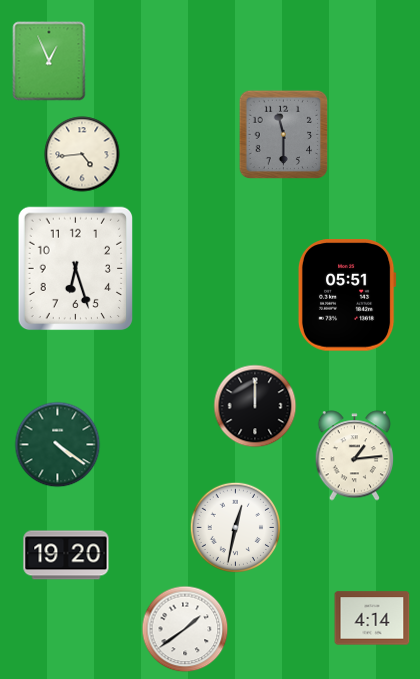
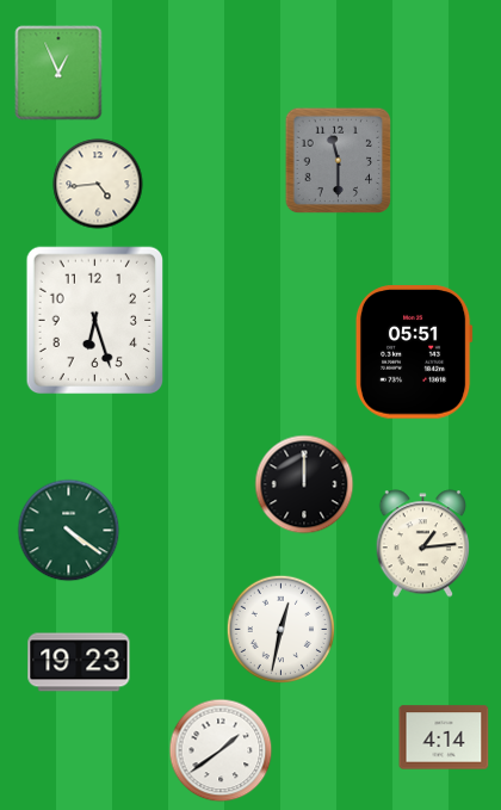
clock at (76, 269) position: (76, 269) -> (95, 321)
clock at (66, 555): 19:20 -> 19:23
